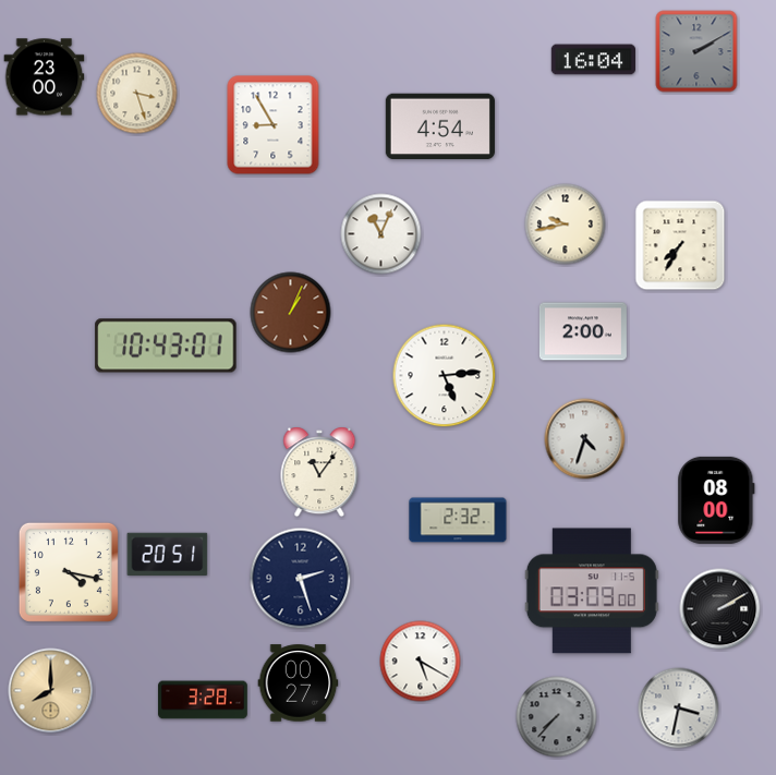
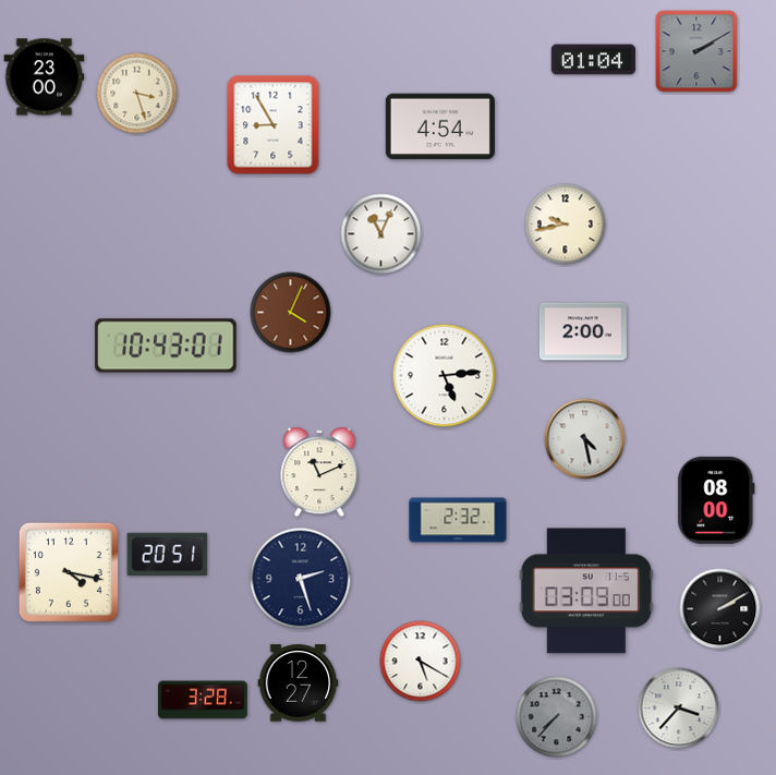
clock at (593, 60): 16:04 -> 01:04
clock at (680, 245): 7:35 -> none
clock at (291, 313): 1:04 -> 4:04
clock at (585, 439): 4:33 -> 4:28
clock at (319, 472): 11:06 -> 11:11
clock at (592, 591) position: (592, 591) -> (586, 591)
clock at (299, 683): 00:27 -> 12:27
clock at (51, 691): 8:00 -> none
clock at (679, 709): 3:32 -> 3:37
